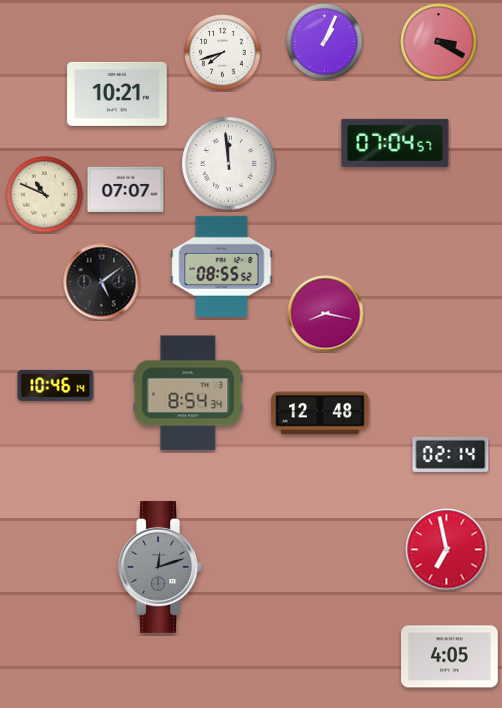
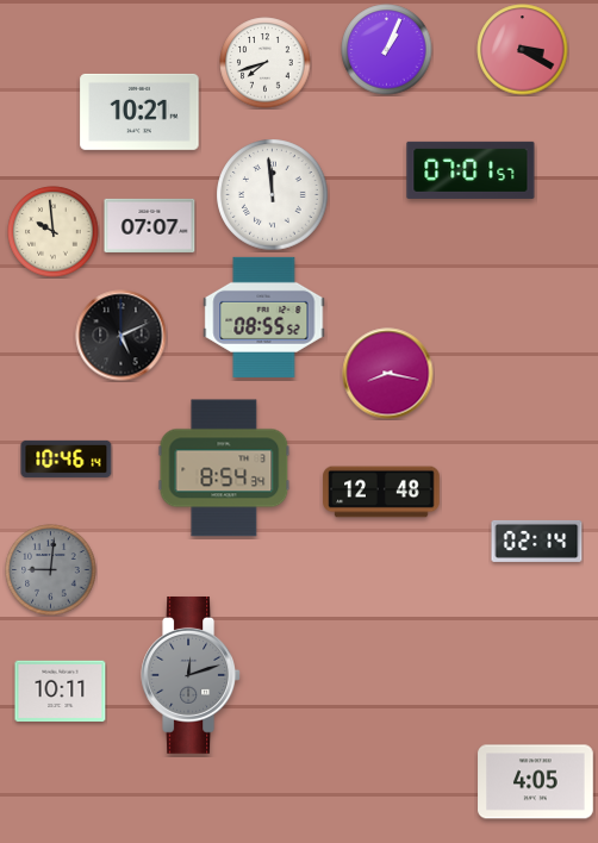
clock at (395, 143): 07:04 -> 07:01
clock at (45, 195): 10:49 -> 9:59
clock at (102, 282): 5:09 -> 5:11
clock at (51, 570): none -> 9:01
clock at (447, 550): 6:58 -> none
clock at (61, 692): none -> 10:11
